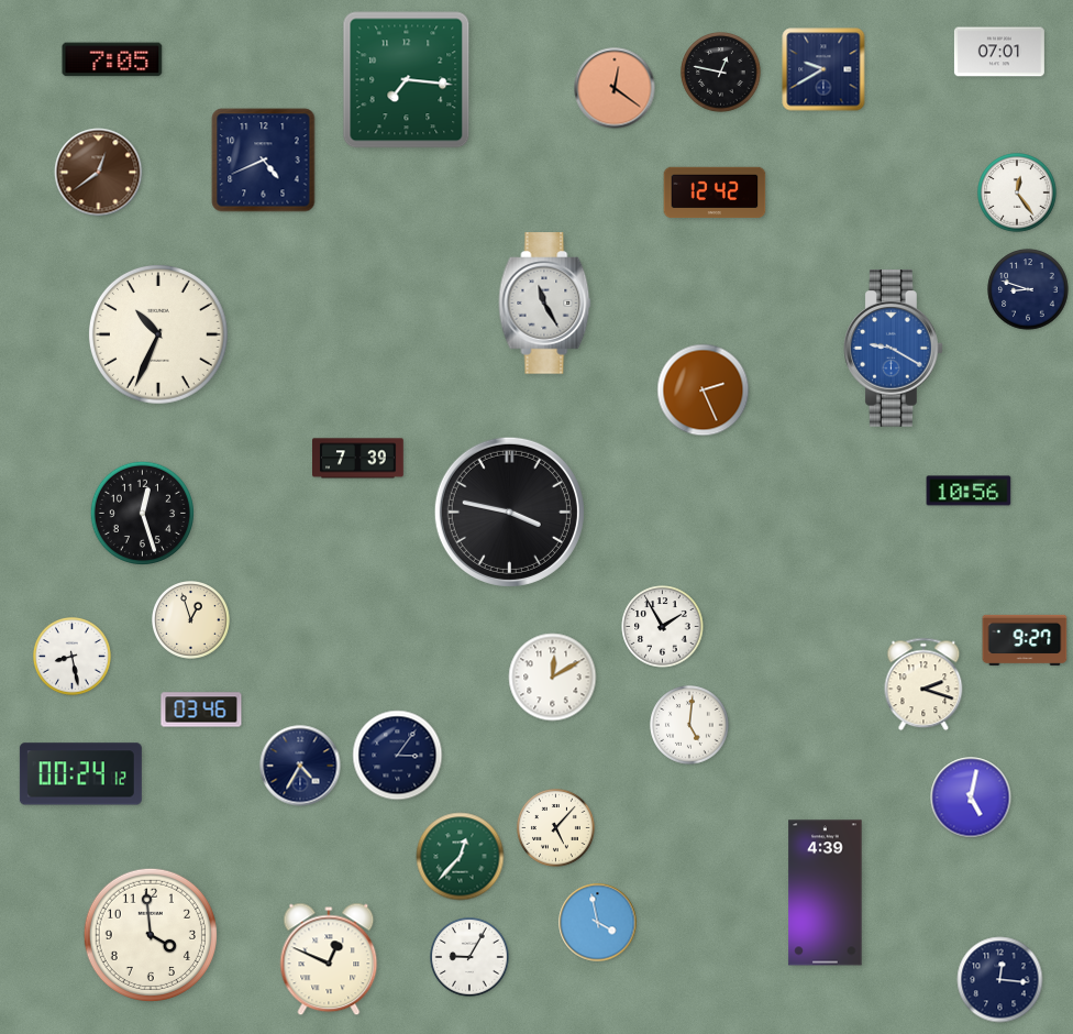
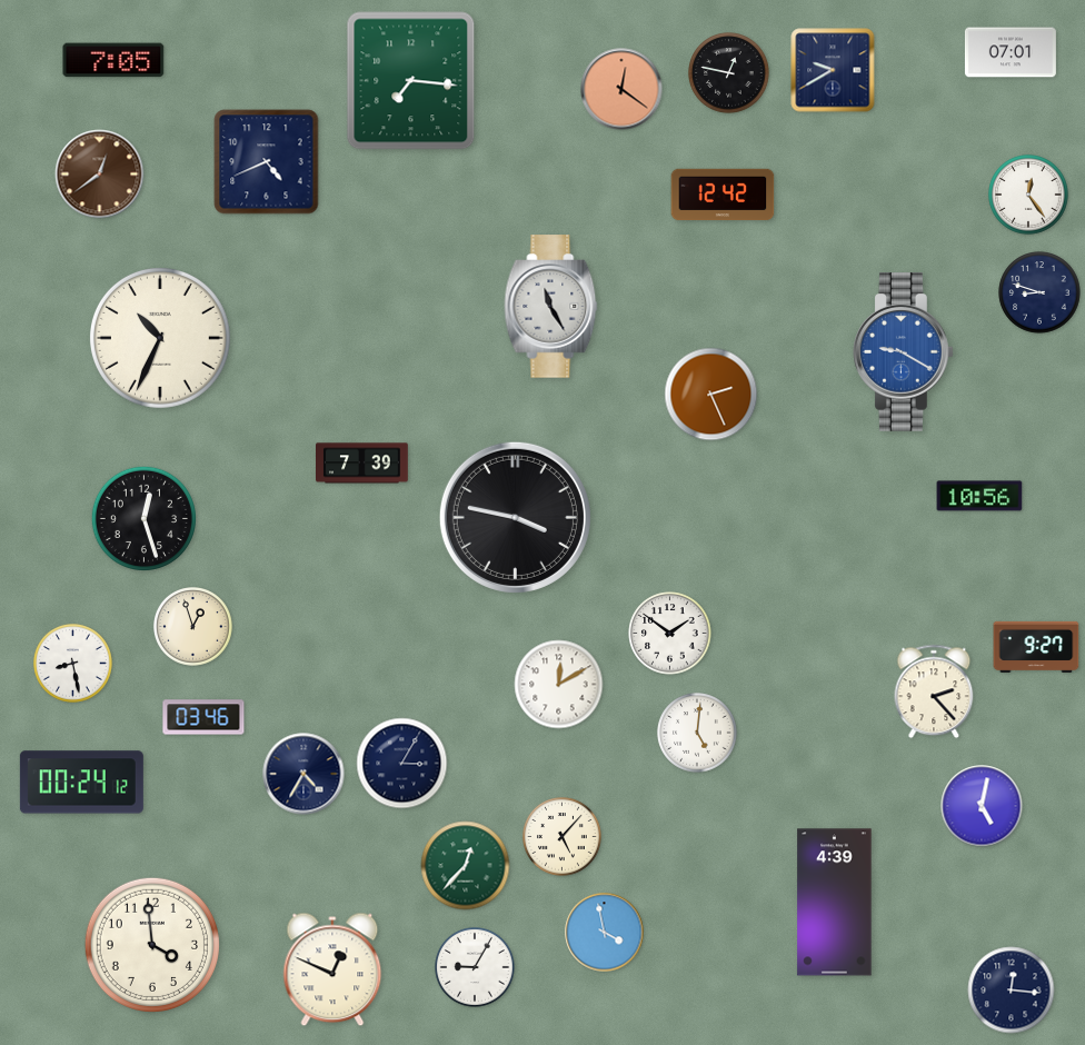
clock at (663, 627): 1:55 -> 1:51
clock at (923, 684): 2:18 -> 2:23
clock at (398, 756): 3:06 -> 3:05
